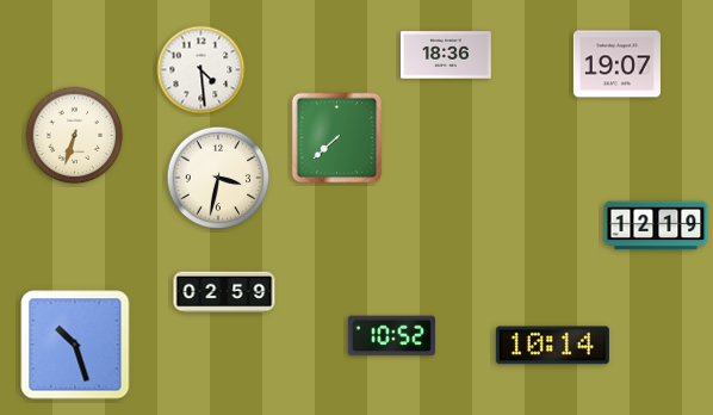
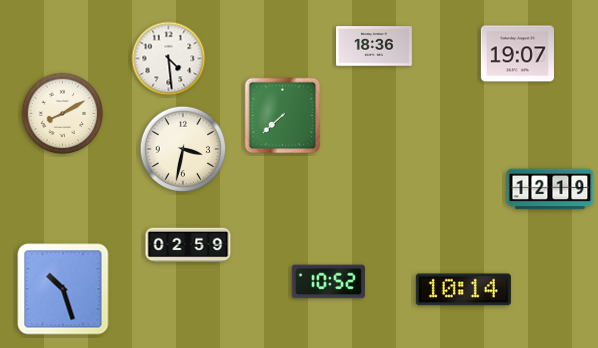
clock at (75, 136): 6:33 -> 8:10
